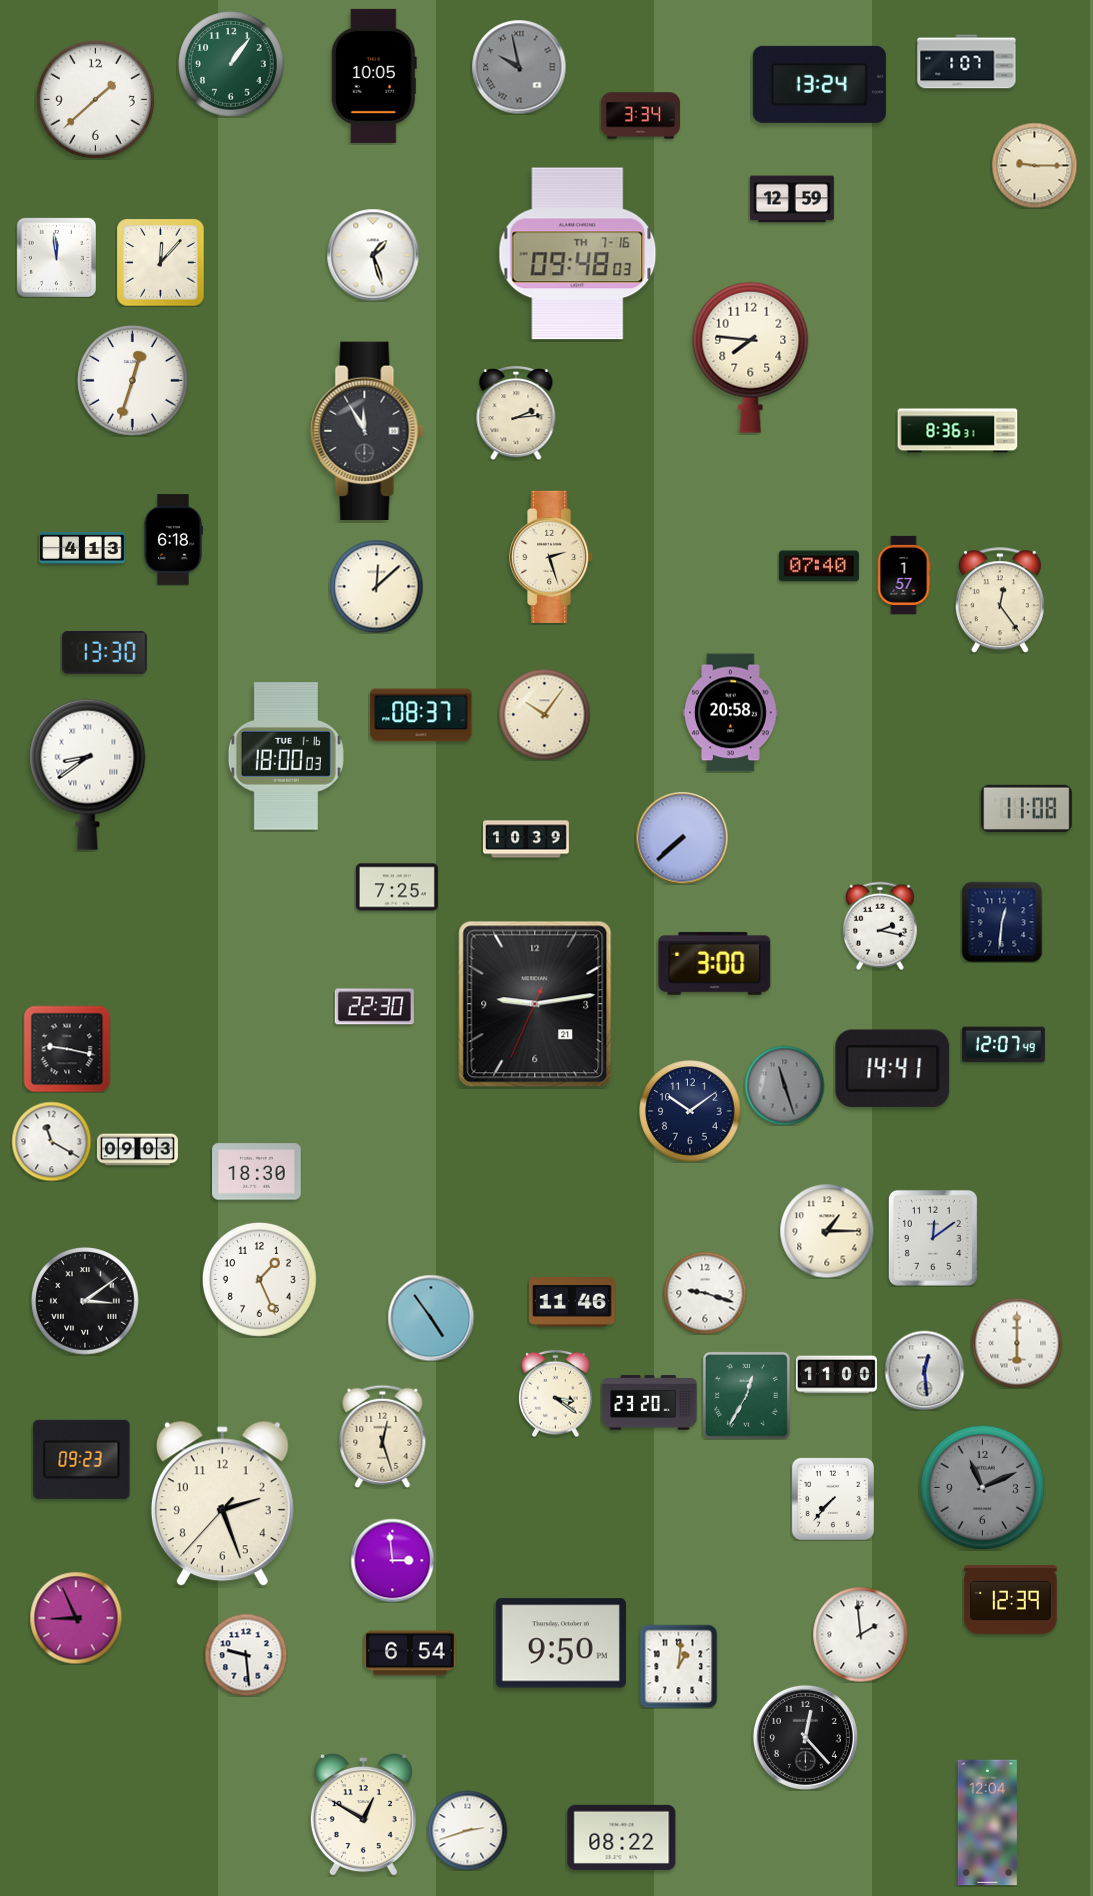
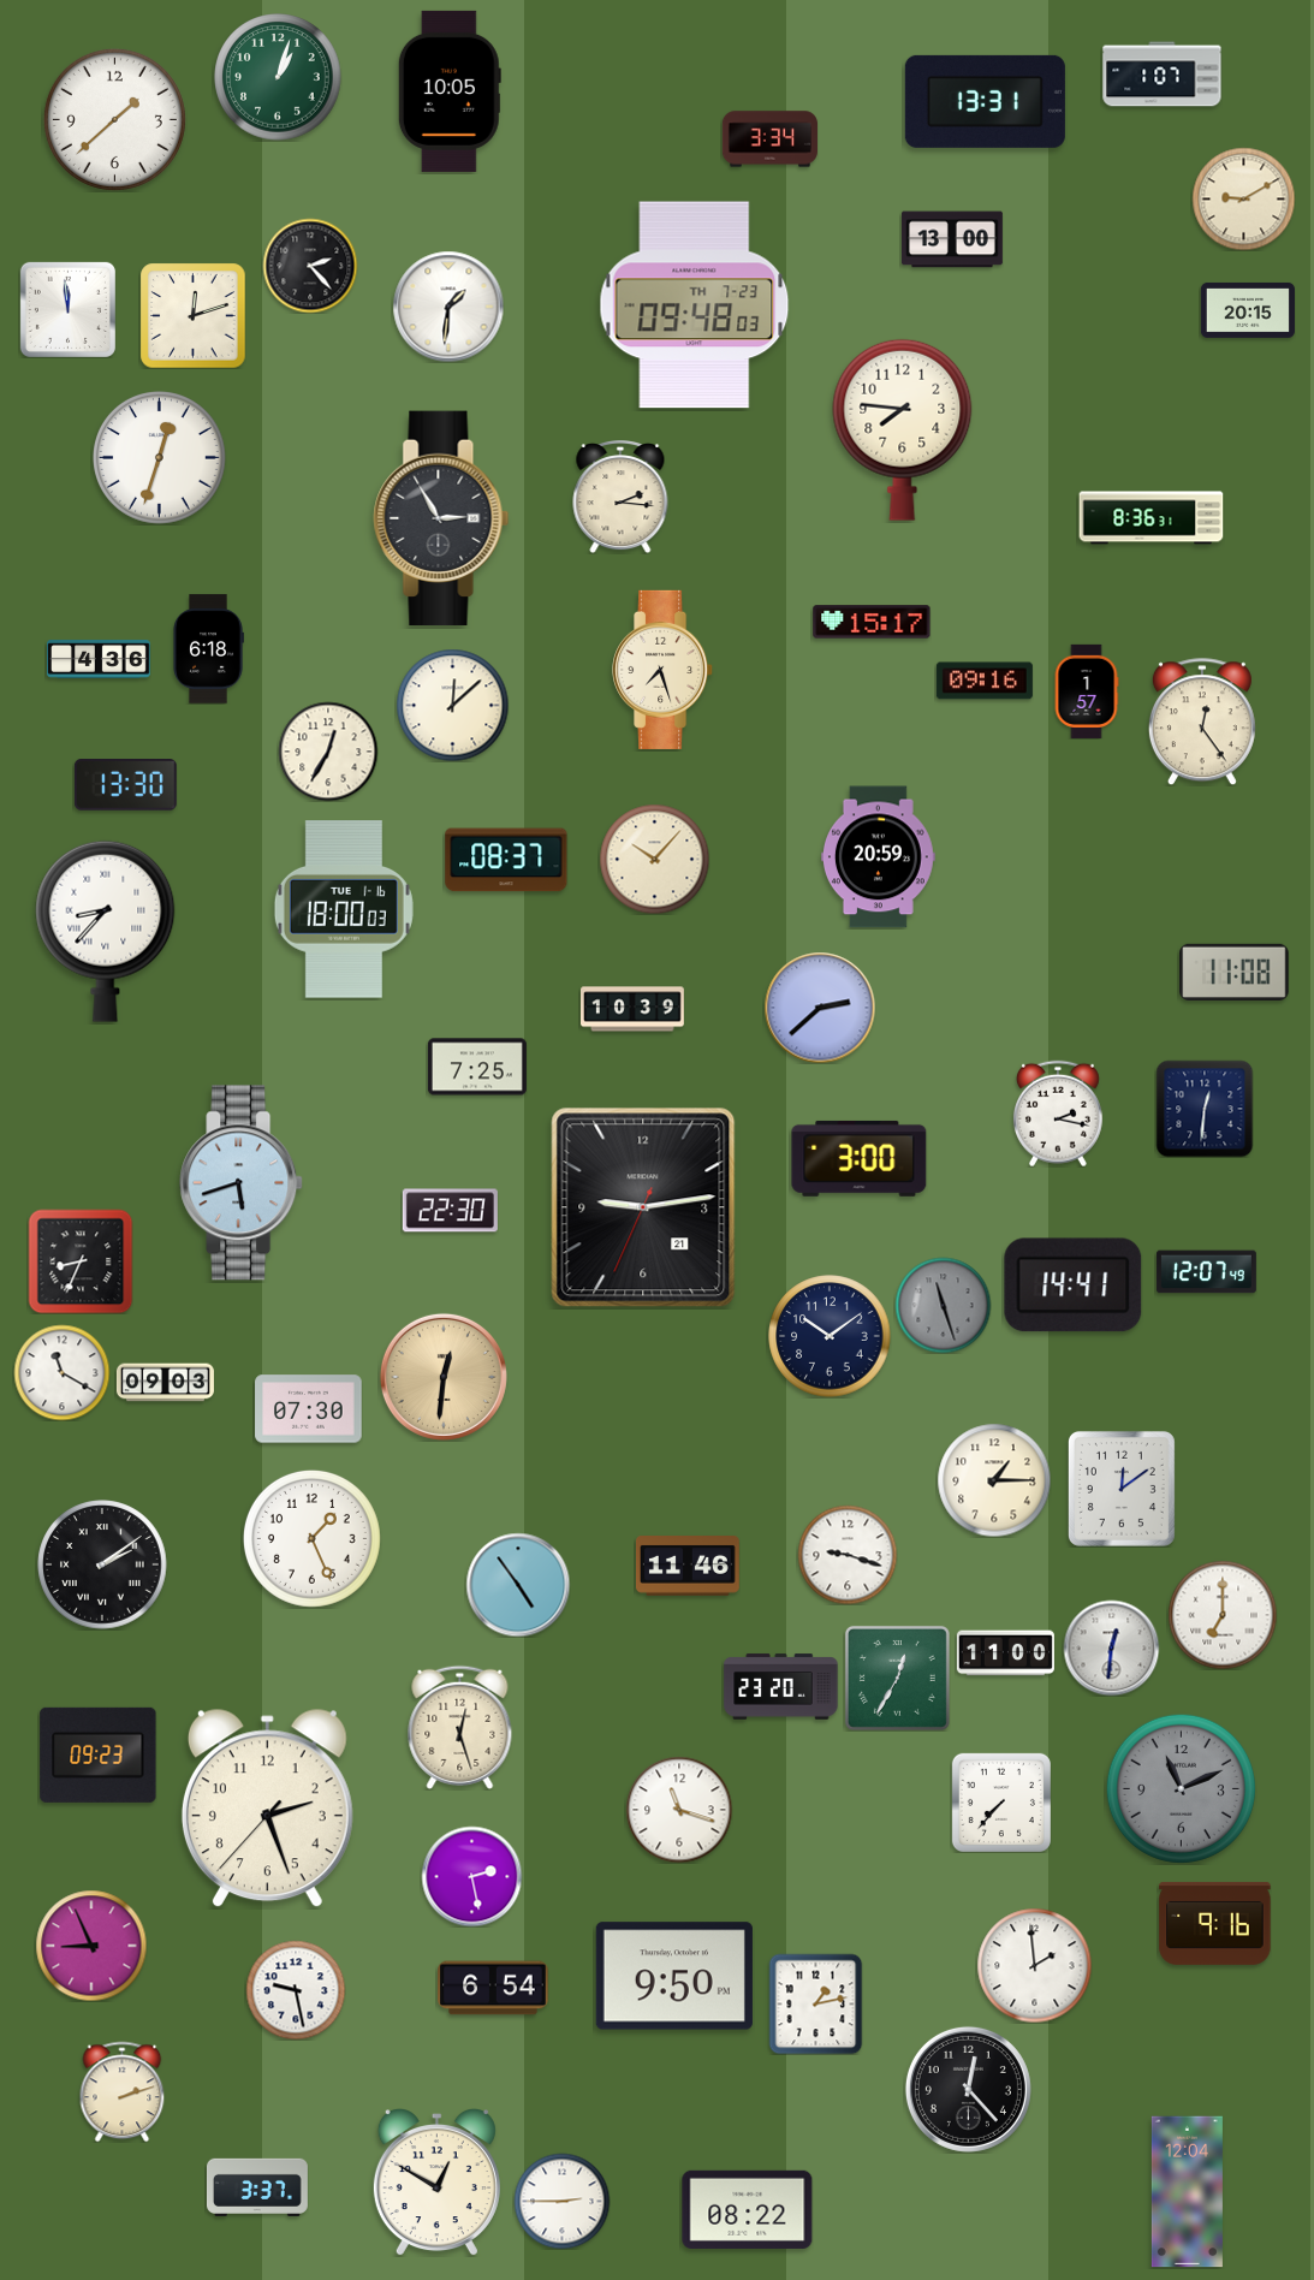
clock at (231, 64): 1:06 -> 1:03
clock at (519, 67): 9:58 -> none
clock at (819, 84): 13:24 -> 13:31
clock at (1034, 165): 9:15 -> 9:10
clock at (792, 199): 12:59 -> 13:00
clock at (310, 266): none -> 2:23
clock at (578, 254) date: TH 7-16 -> TH 7-23
clock at (373, 255): 1:27 -> 1:31
clock at (1248, 310): none -> 20:15
clock at (160, 262): 12:07 -> 12:12
clock at (516, 414): 2:14 -> 2:16
clock at (367, 431): 11:55 -> 2:55
clock at (872, 622): none -> 15:17
clock at (83, 549): 4:13 -> 4:36
clock at (552, 557): 2:27 -> 7:27
clock at (819, 566): 07:40 -> 09:16
clock at (328, 752): none -> 12:35
clock at (731, 713): 20:58 -> 20:59
clock at (544, 714): 10:06 -> 10:07
clock at (88, 774): 8:39 -> 8:37
clock at (682, 838): 7:38 -> 2:38
clock at (242, 1183): none -> 5:42
clock at (1003, 1045) position: (1003, 1045) -> (1206, 1272)
clock at (67, 1049): 9:17 -> 8:34
clock at (444, 1377): none -> 12:31
clock at (257, 1172): 18:30 -> 07:30
clock at (85, 1301): 3:09 -> 2:09
clock at (1017, 1343): 6:00 -> 7:00
clock at (924, 1370): 12:29 -> 12:31
clock at (556, 1393): 3:21 -> none
clock at (679, 1810): none -> 11:18
clock at (392, 1560): 2:59 -> 2:28
clock at (1011, 1599): 12:39 -> 9:16
clock at (246, 1655): 9:29 -> 9:28
clock at (679, 1666): 1:01 -> 1:13
clock at (123, 2091): none -> 2:12
clock at (257, 2187): none -> 3:37
clock at (467, 1830): 2:42 -> 2:45
